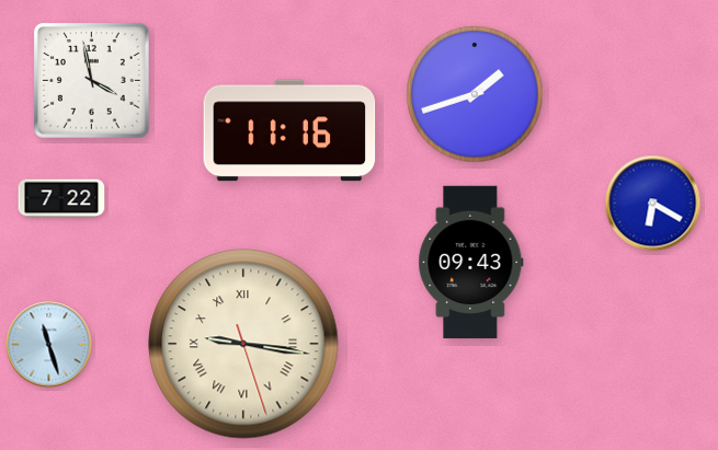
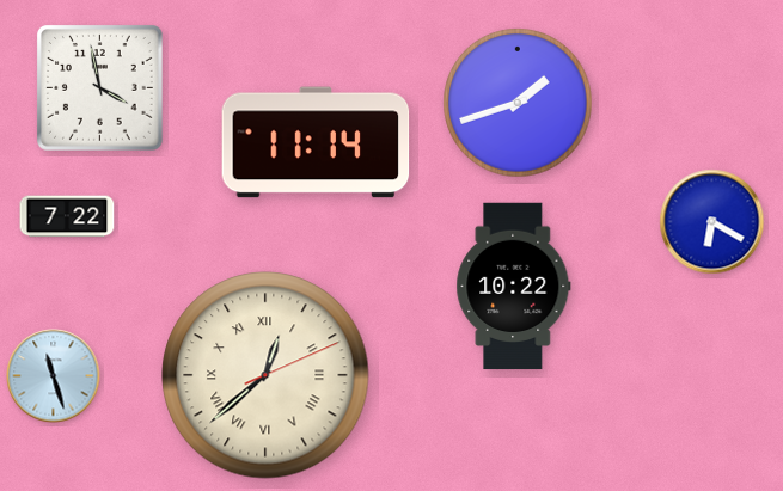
clock at (289, 130): 11:16 -> 11:14
clock at (471, 263): 09:43 -> 10:22
clock at (243, 344): 9:16 -> 12:38
